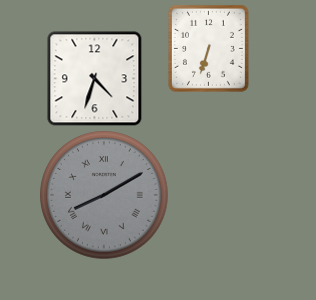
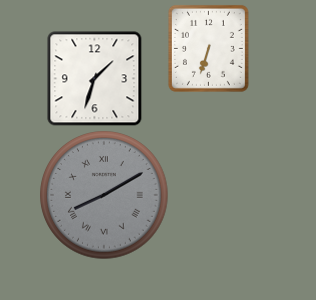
clock at (94, 78): 4:33 -> 1:33
